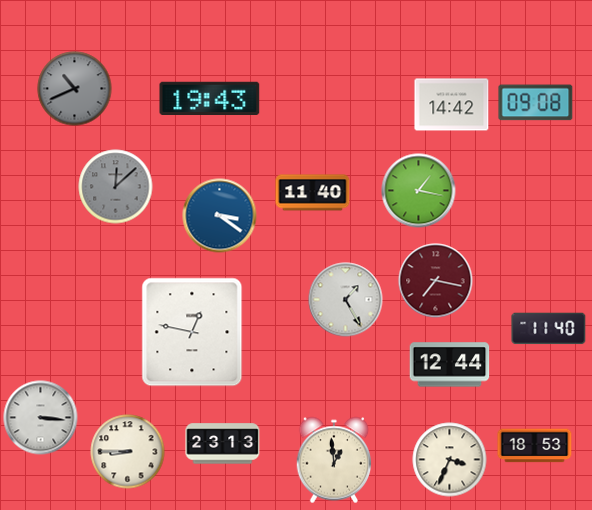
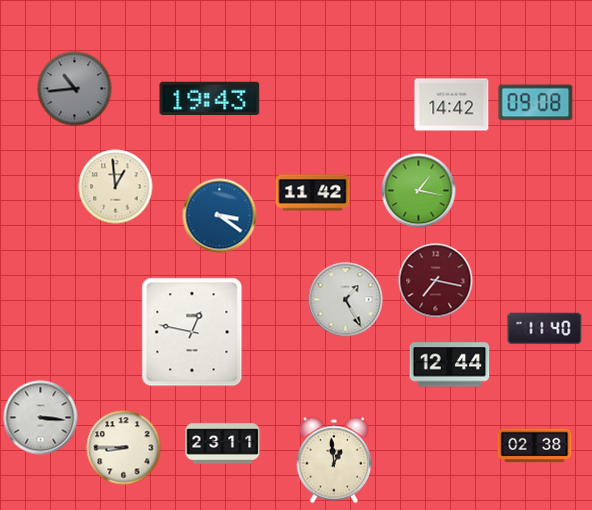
clock at (75, 89): 10:41 -> 10:44
clock at (116, 187): 12:08 -> 12:59
clock at (116, 187) dial: grey -> cream
clock at (313, 193): 11:40 -> 11:42
clock at (549, 329) position: (549, 329) -> (545, 329)
clock at (223, 444): 23:13 -> 23:11
clock at (535, 446): 18:53 -> 02:38
clock at (128, 452) position: (128, 452) -> (124, 448)
clock at (450, 460): 3:34 -> none
